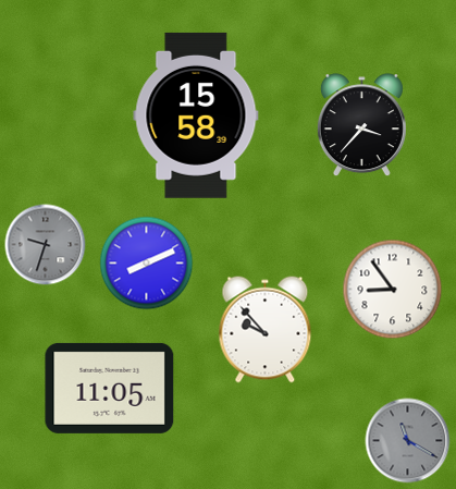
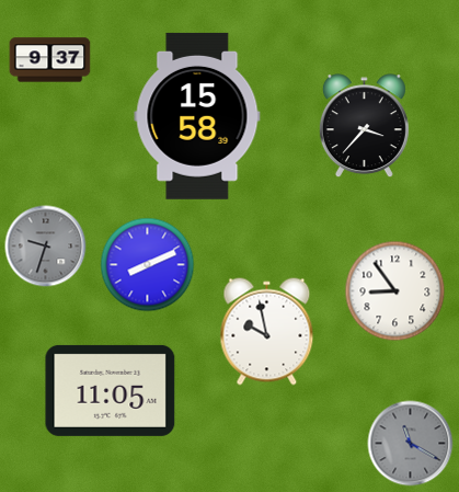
clock at (50, 60): none -> 9:37
clock at (266, 330): 9:53 -> 9:58
